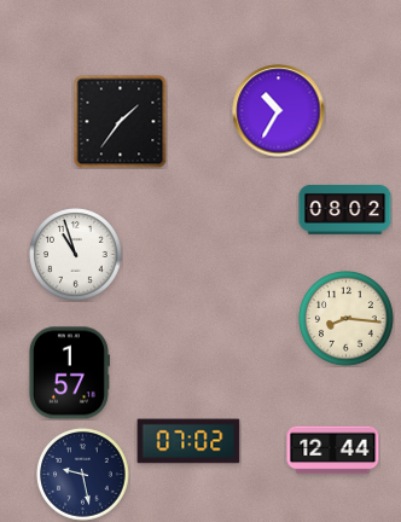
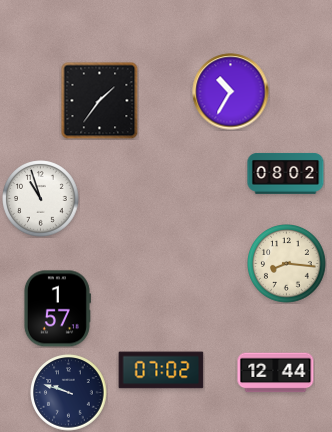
clock at (76, 255) position: (76, 255) -> (41, 199)
clock at (188, 441) position: (188, 441) -> (161, 370)
clock at (83, 475): 9:28 -> 9:48
